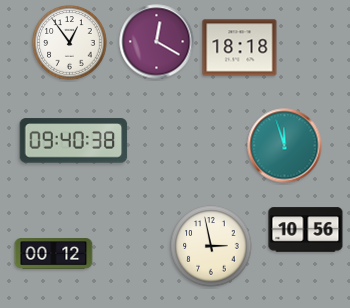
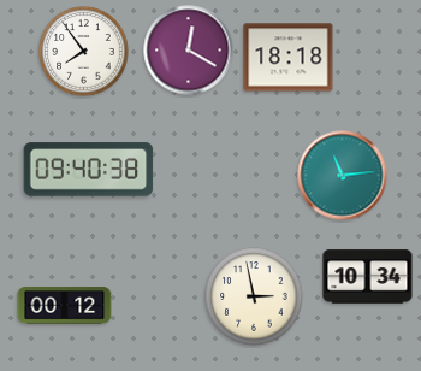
clock at (70, 43): 12:54 -> 7:54
clock at (285, 146): 11:57 -> 11:14
clock at (306, 230): 10:56 -> 10:34
